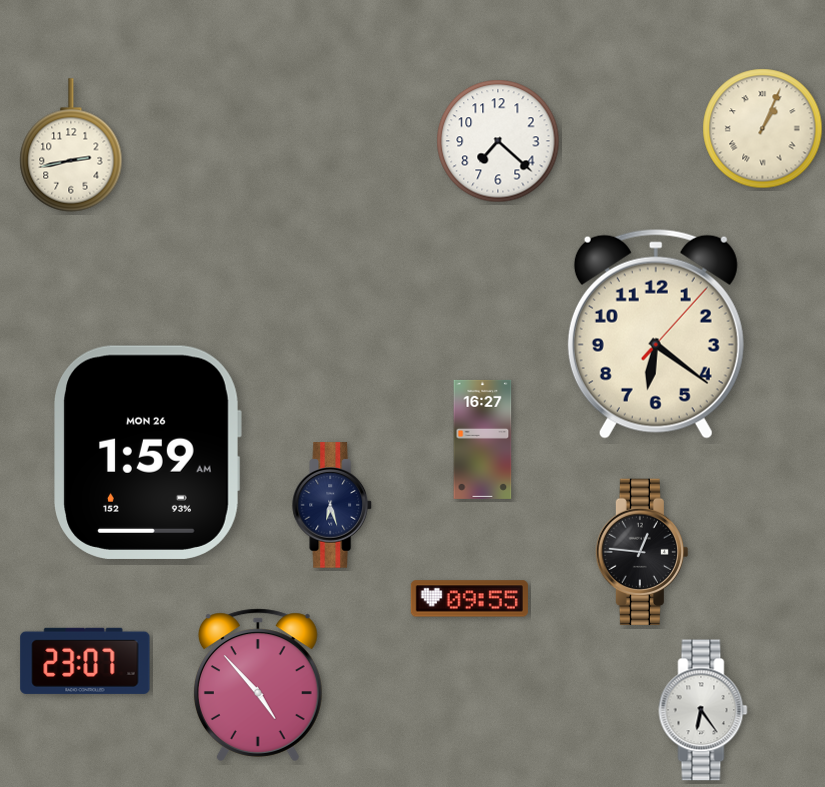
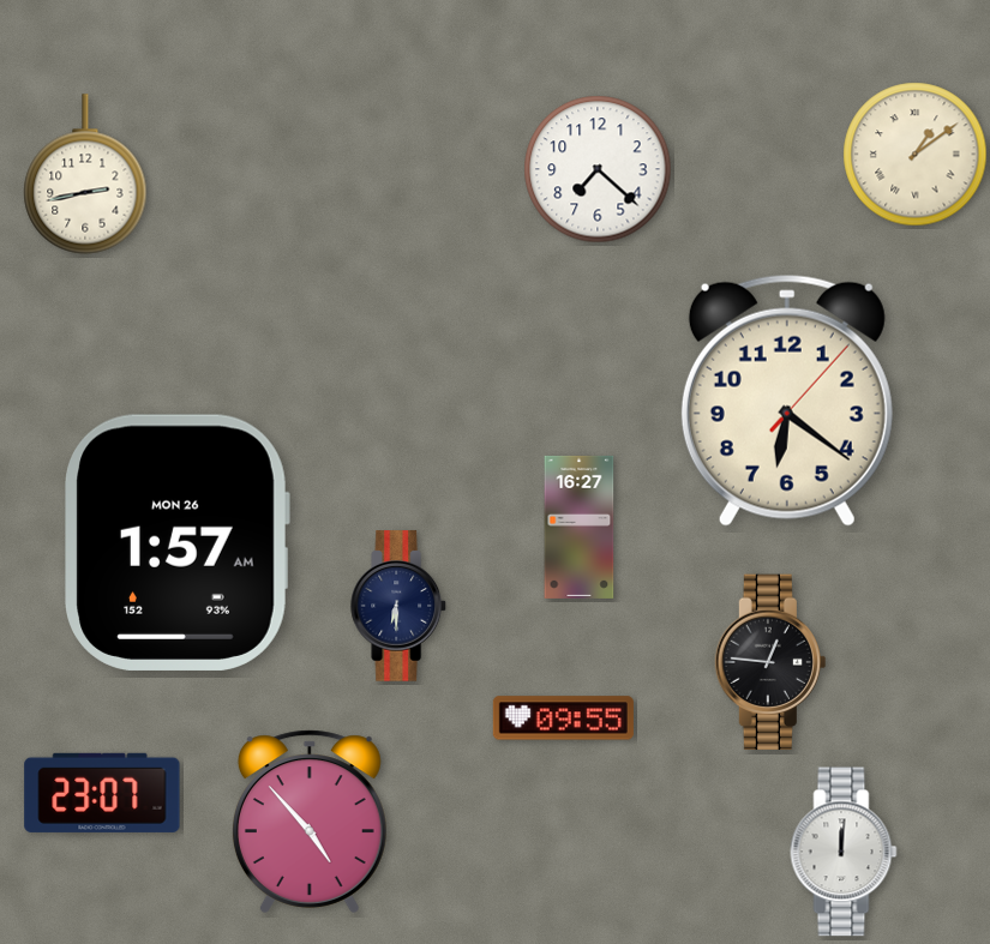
clock at (763, 129): 1:04 -> 1:09
clock at (147, 452): 1:59 -> 1:57
clock at (333, 505): 6:27 -> 6:30
clock at (703, 710): 6:24 -> 12:01
